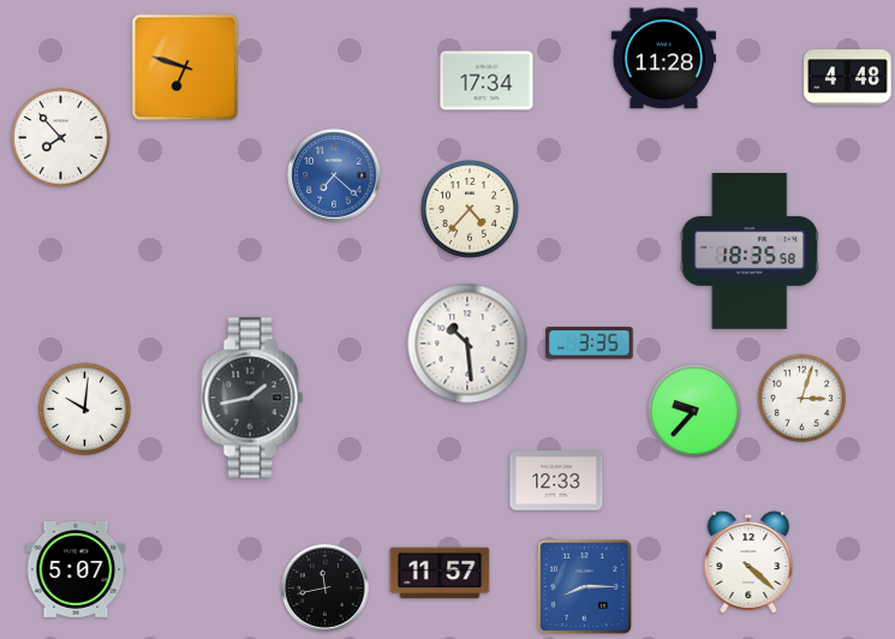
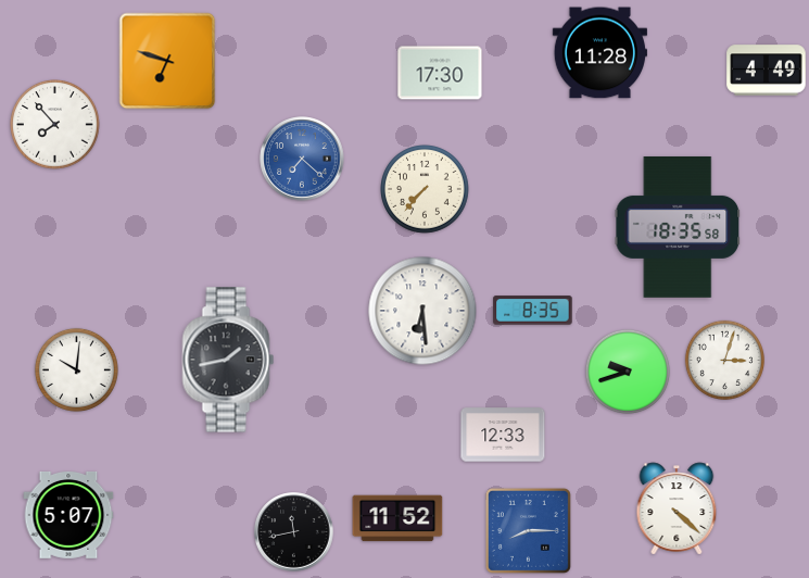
clock at (848, 78): 4:48 -> 4:49
clock at (487, 80): 17:34 -> 17:30
clock at (471, 210): 4:37 -> 7:37
clock at (467, 344): 10:29 -> 6:29
clock at (590, 344): 3:35 -> 8:35
clock at (694, 411): 9:37 -> 9:42
clock at (440, 573): 11:57 -> 11:52
